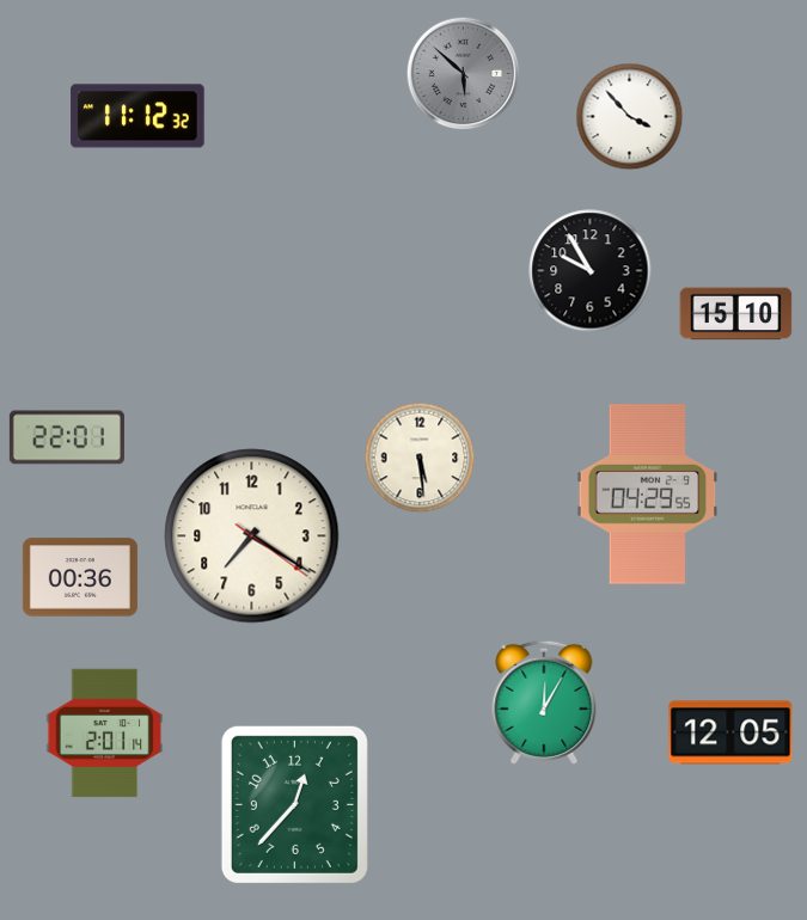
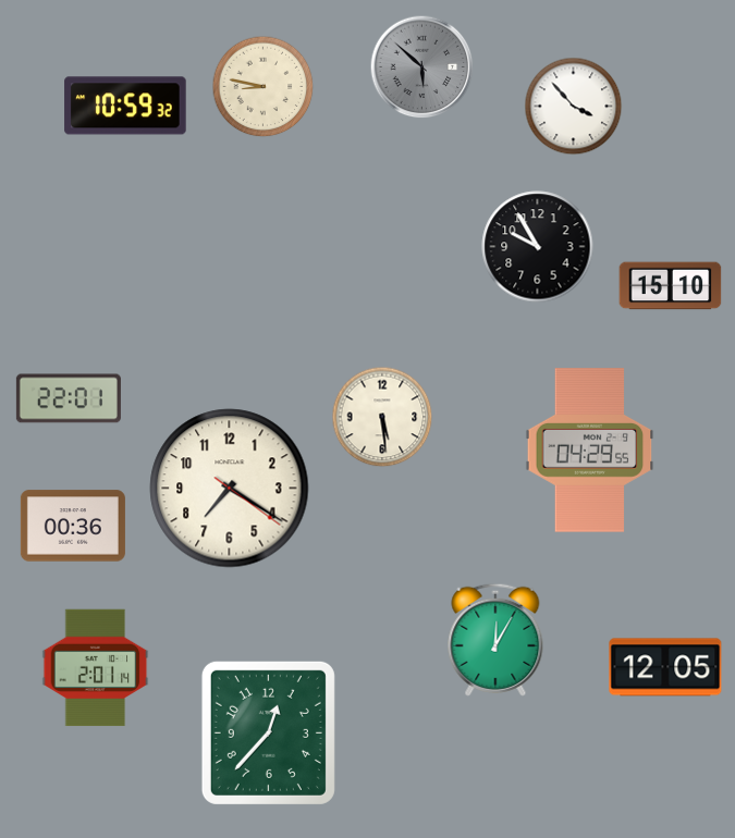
clock at (264, 87): none -> 8:47
clock at (137, 116): 11:12 -> 10:59
clock at (67, 437) position: (67, 437) -> (69, 398)
